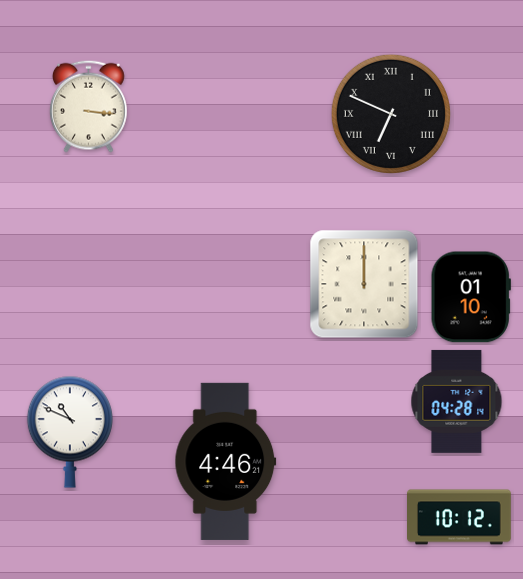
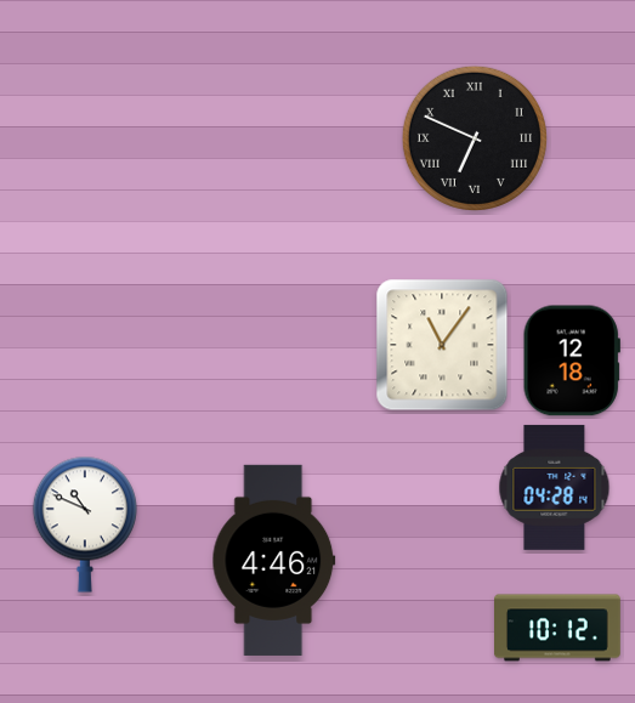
clock at (88, 106): 3:16 -> none
clock at (364, 284): 12:00 -> 11:06
clock at (471, 297): 01:10 -> 12:18
